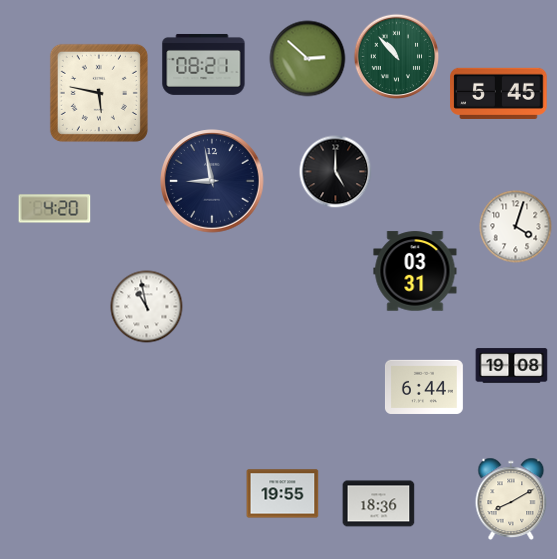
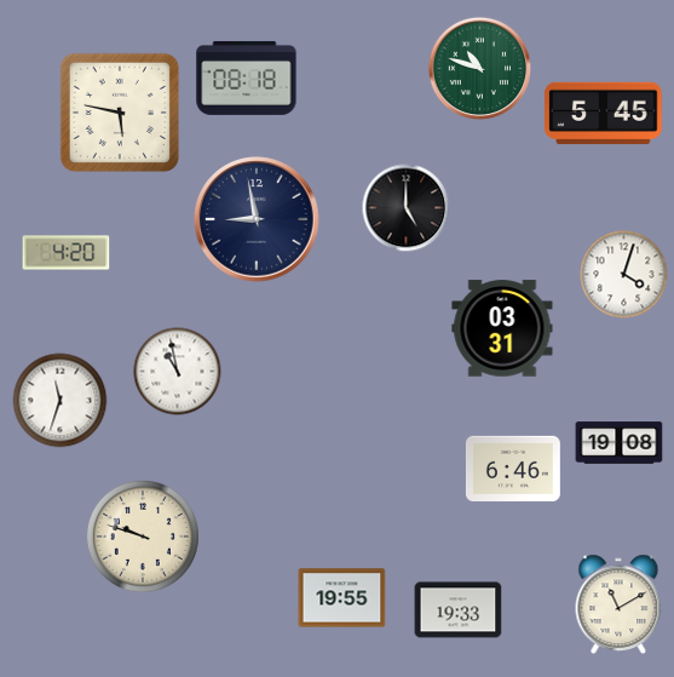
clock at (397, 57): 10:53 -> 10:48
clock at (308, 59): 2:52 -> none
clock at (204, 64): 08:21 -> 08:18
clock at (61, 401): none -> 11:33
clock at (424, 387): 6:44 -> 6:46
clock at (143, 537): none -> 9:48
clock at (511, 499): 8:10 -> 11:10
clock at (379, 504): 18:36 -> 19:33
